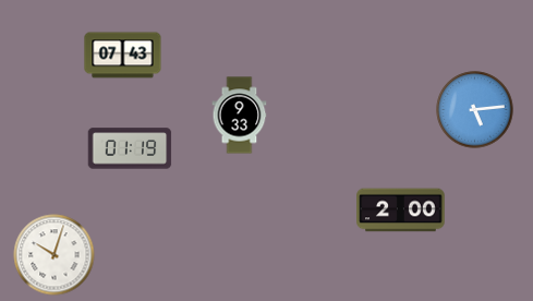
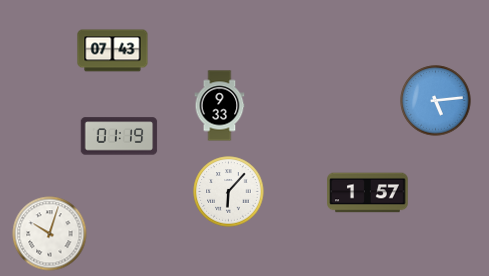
clock at (229, 192): none -> 6:07
clock at (401, 210): 2:00 -> 1:57
